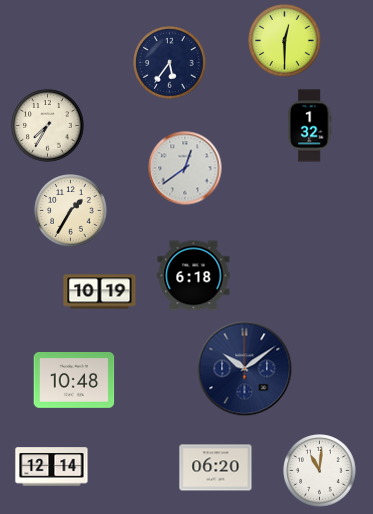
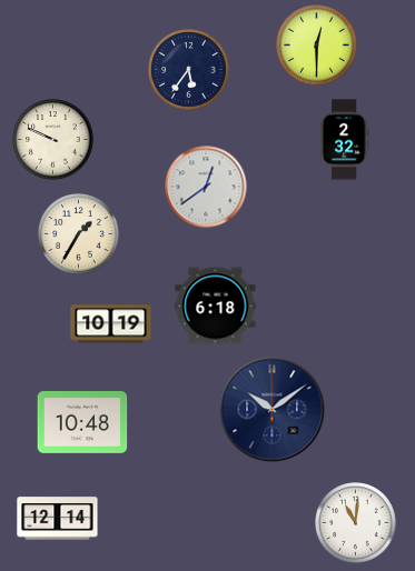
clock at (48, 126): 7:35 -> 9:49
clock at (309, 126): 1:32 -> 2:32
clock at (216, 468): 06:20 -> none
